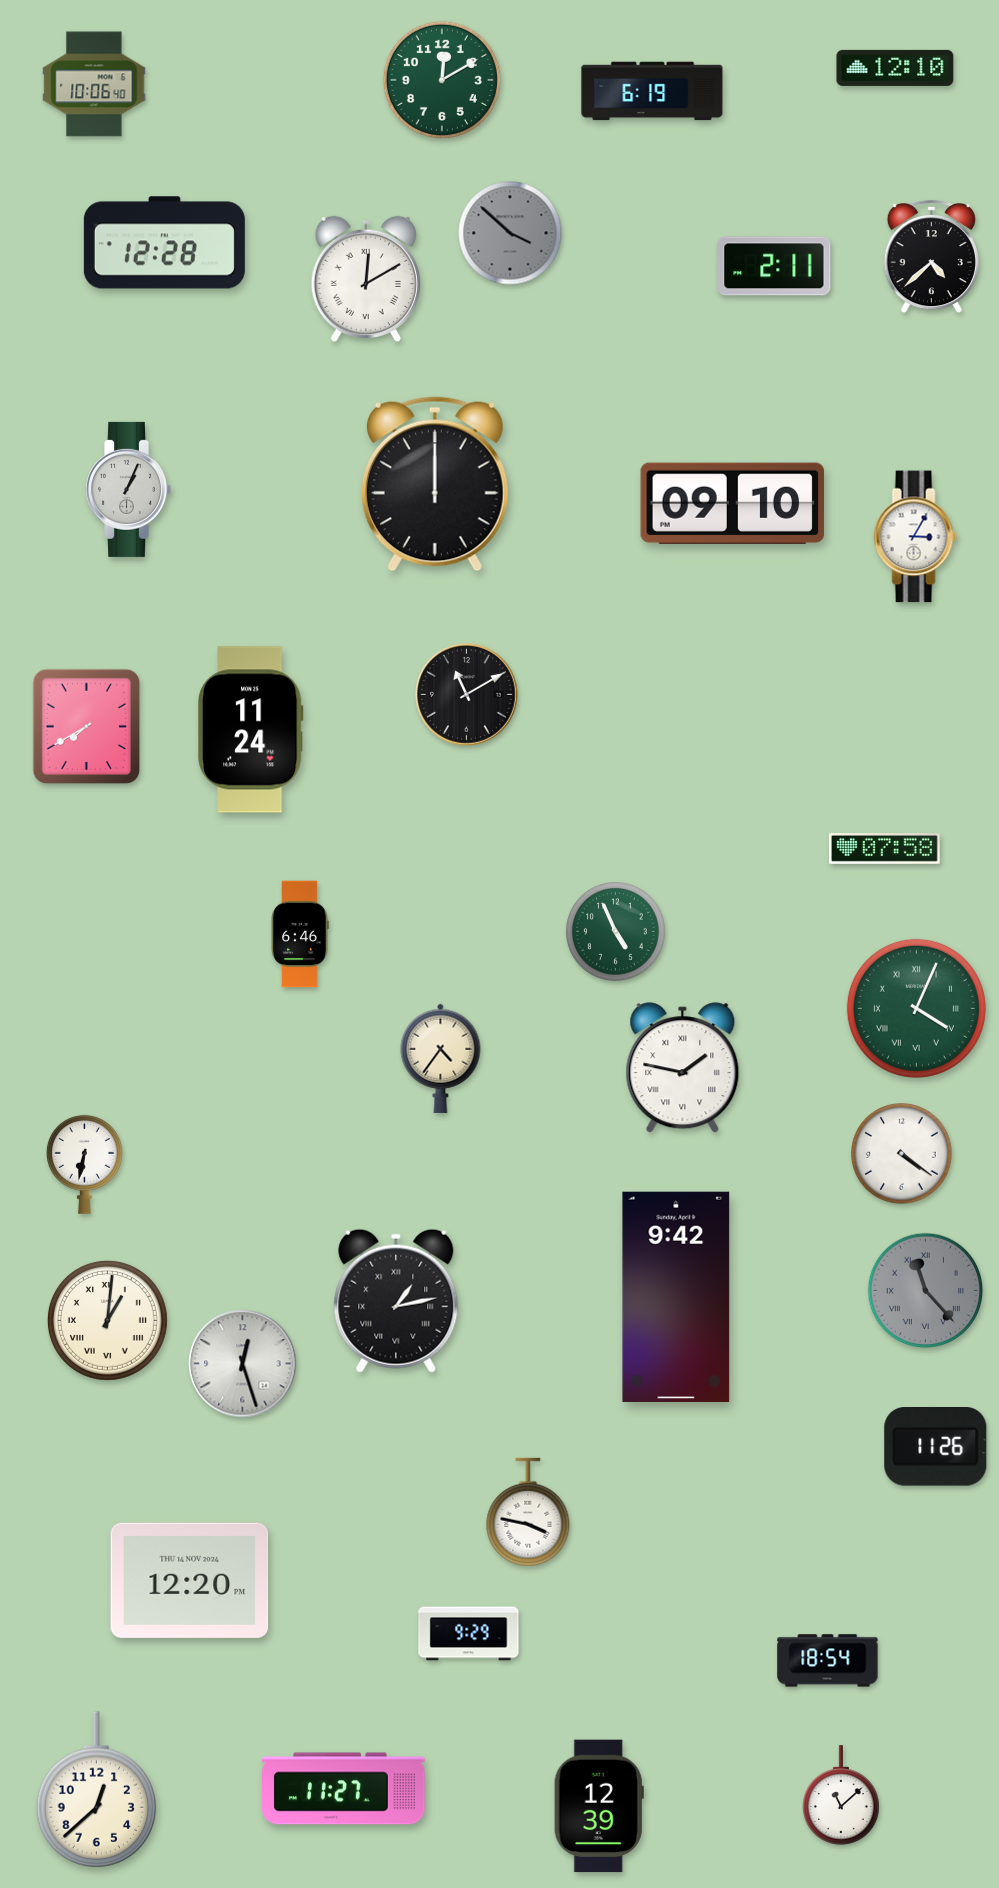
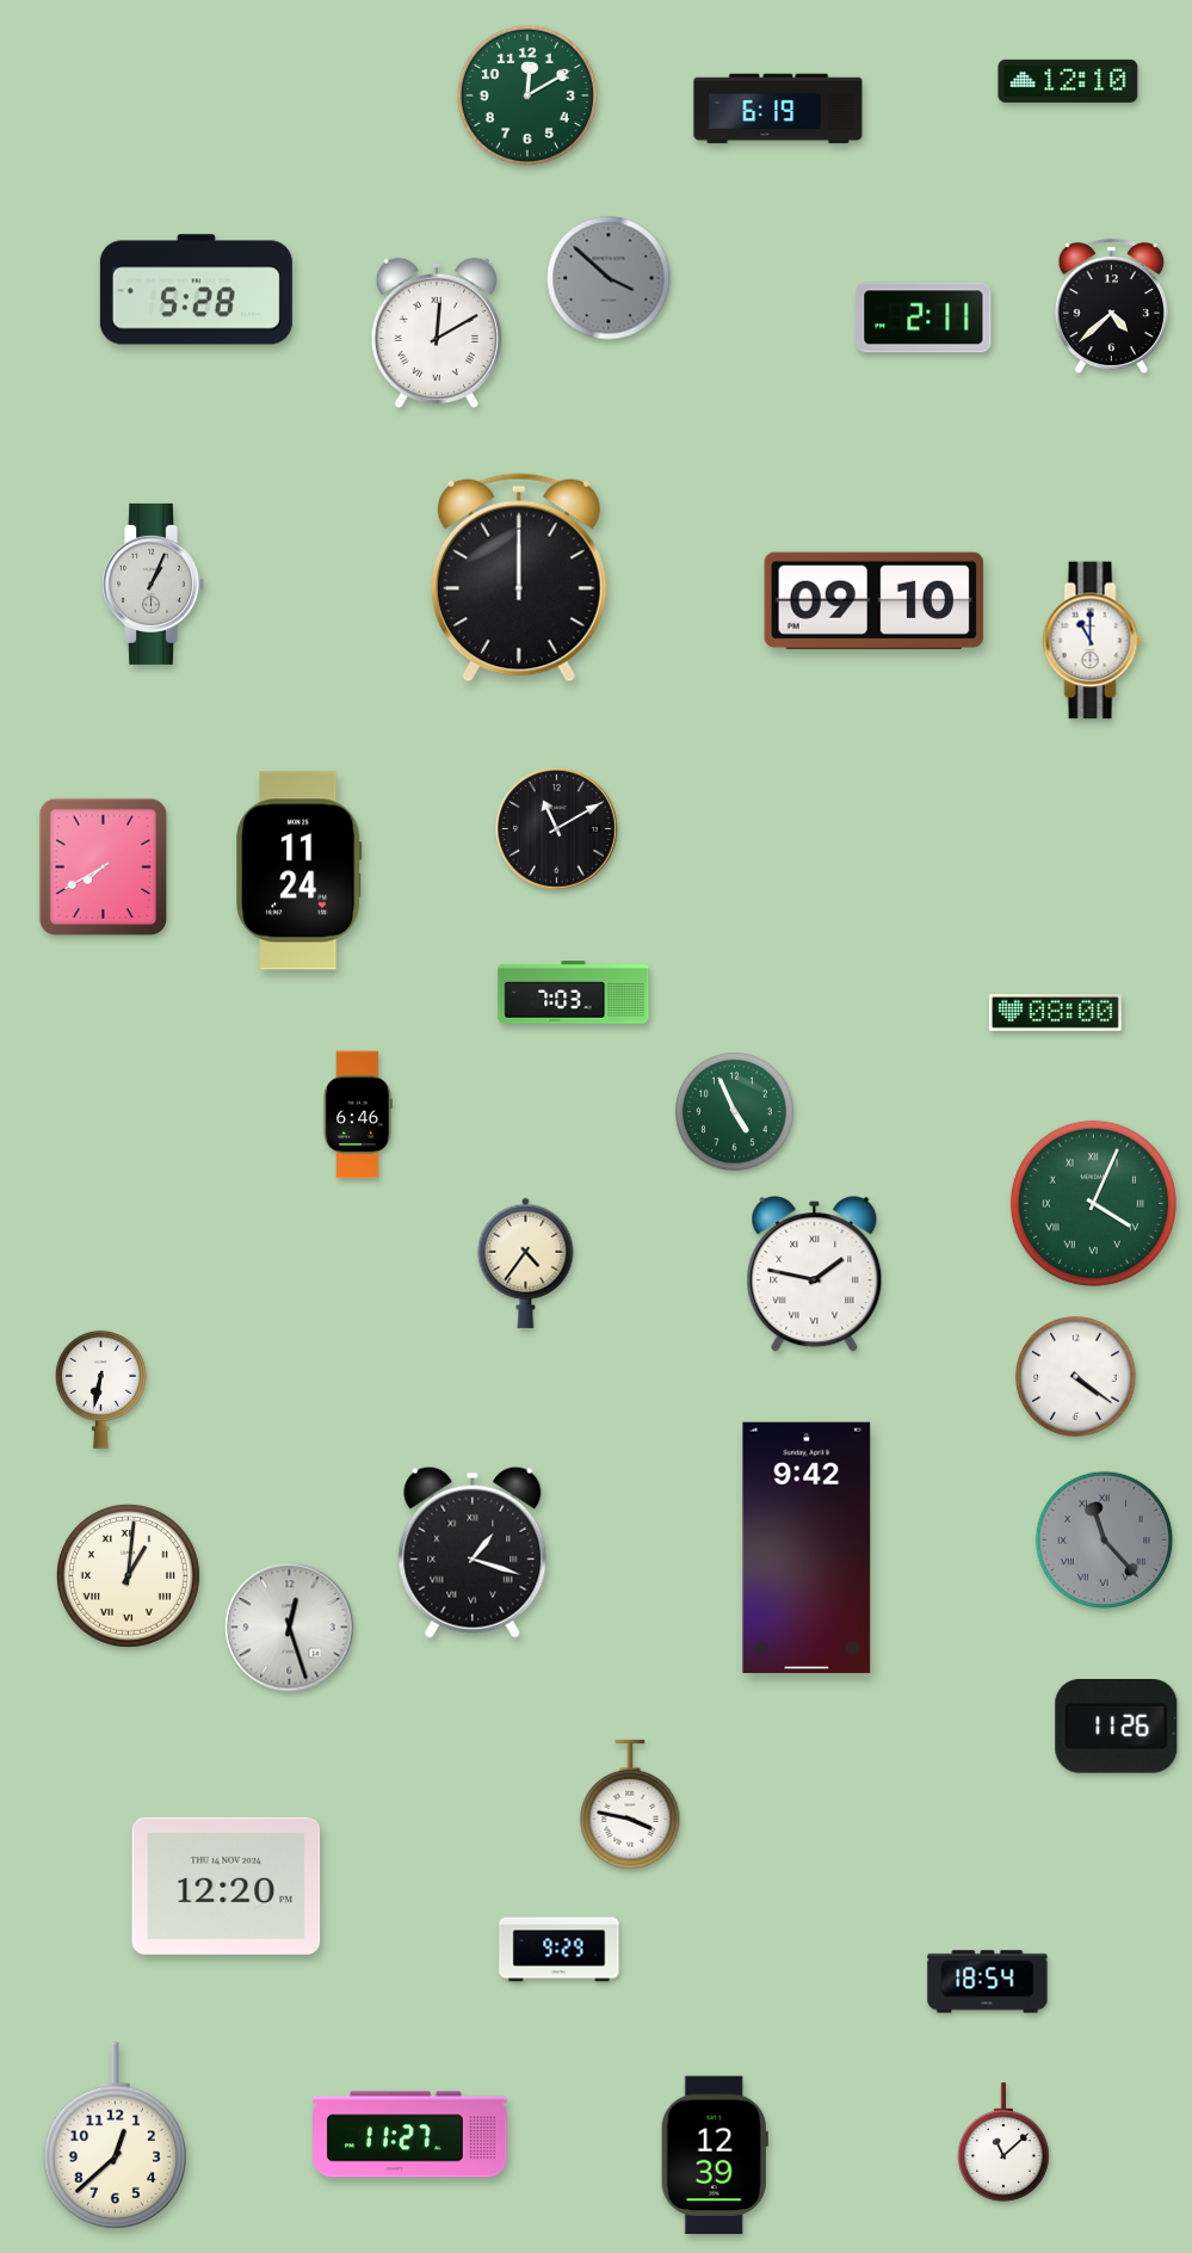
clock at (94, 84): 10:06 -> none
clock at (164, 243): 12:28 -> 5:28
clock at (916, 537): 3:05 -> 11:00
clock at (574, 993): none -> 7:03
clock at (885, 849): 07:58 -> 08:00
clock at (396, 1301): 1:13 -> 1:18
